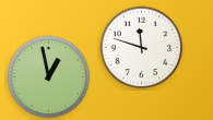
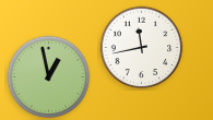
clock at (142, 48): 11:48 -> 11:43
